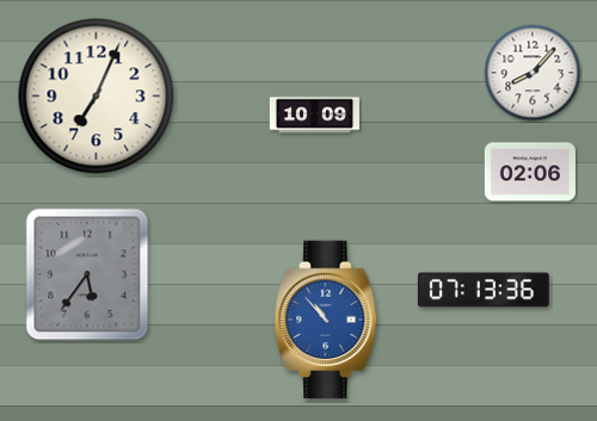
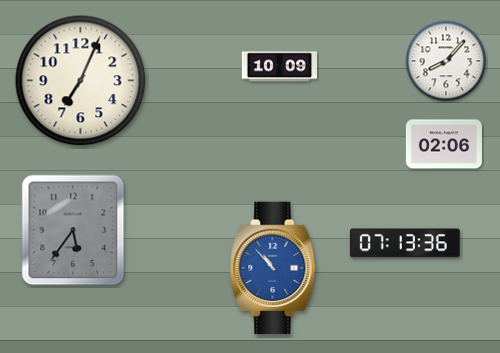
clock at (314, 116) position: (314, 116) -> (279, 67)
